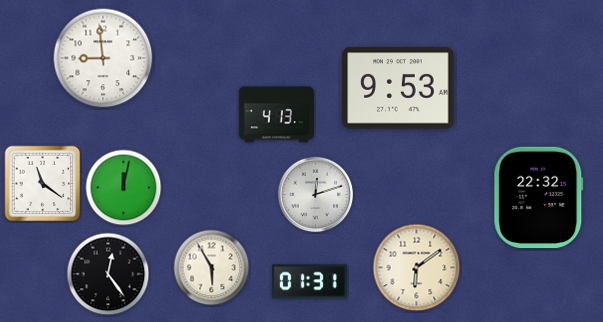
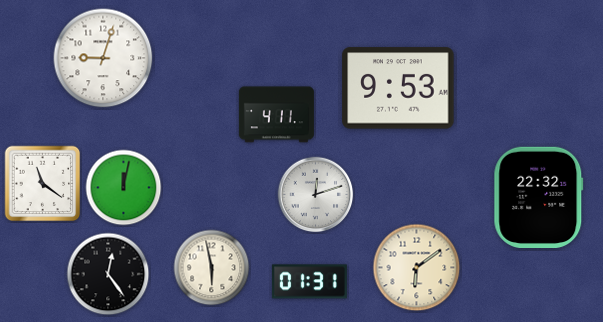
clock at (103, 58): 8:59 -> 9:03
clock at (276, 115): 4:13 -> 4:11
clock at (212, 268): 5:55 -> 5:58
